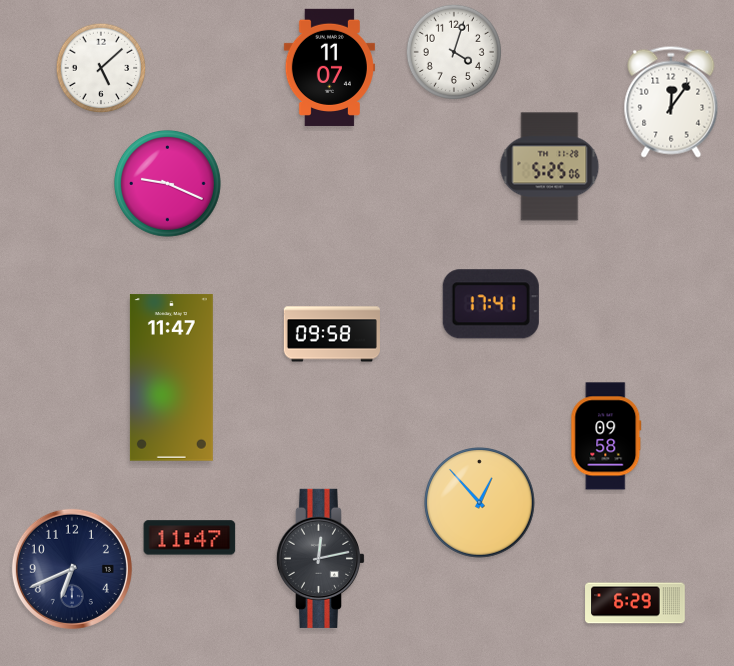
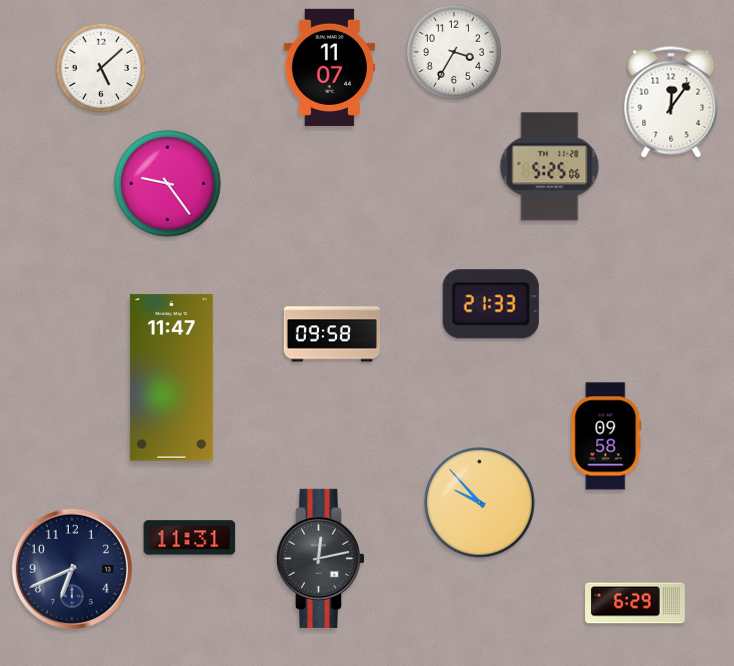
clock at (454, 52): 4:03 -> 3:35
clock at (167, 183): 9:19 -> 9:24
clock at (491, 304): 17:41 -> 21:33
clock at (480, 503): 12:53 -> 9:53
clock at (190, 538): 11:47 -> 11:31
